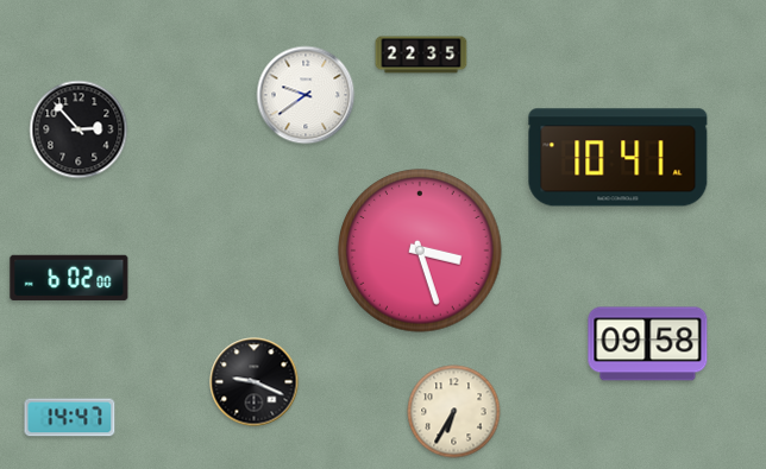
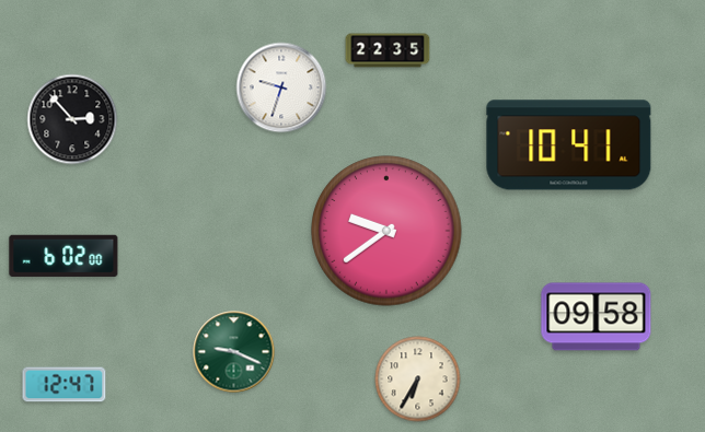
clock at (306, 95): 9:39 -> 9:33
clock at (420, 251): 3:27 -> 9:39
clock at (255, 382) dial: black -> green
clock at (70, 418): 14:47 -> 12:47
